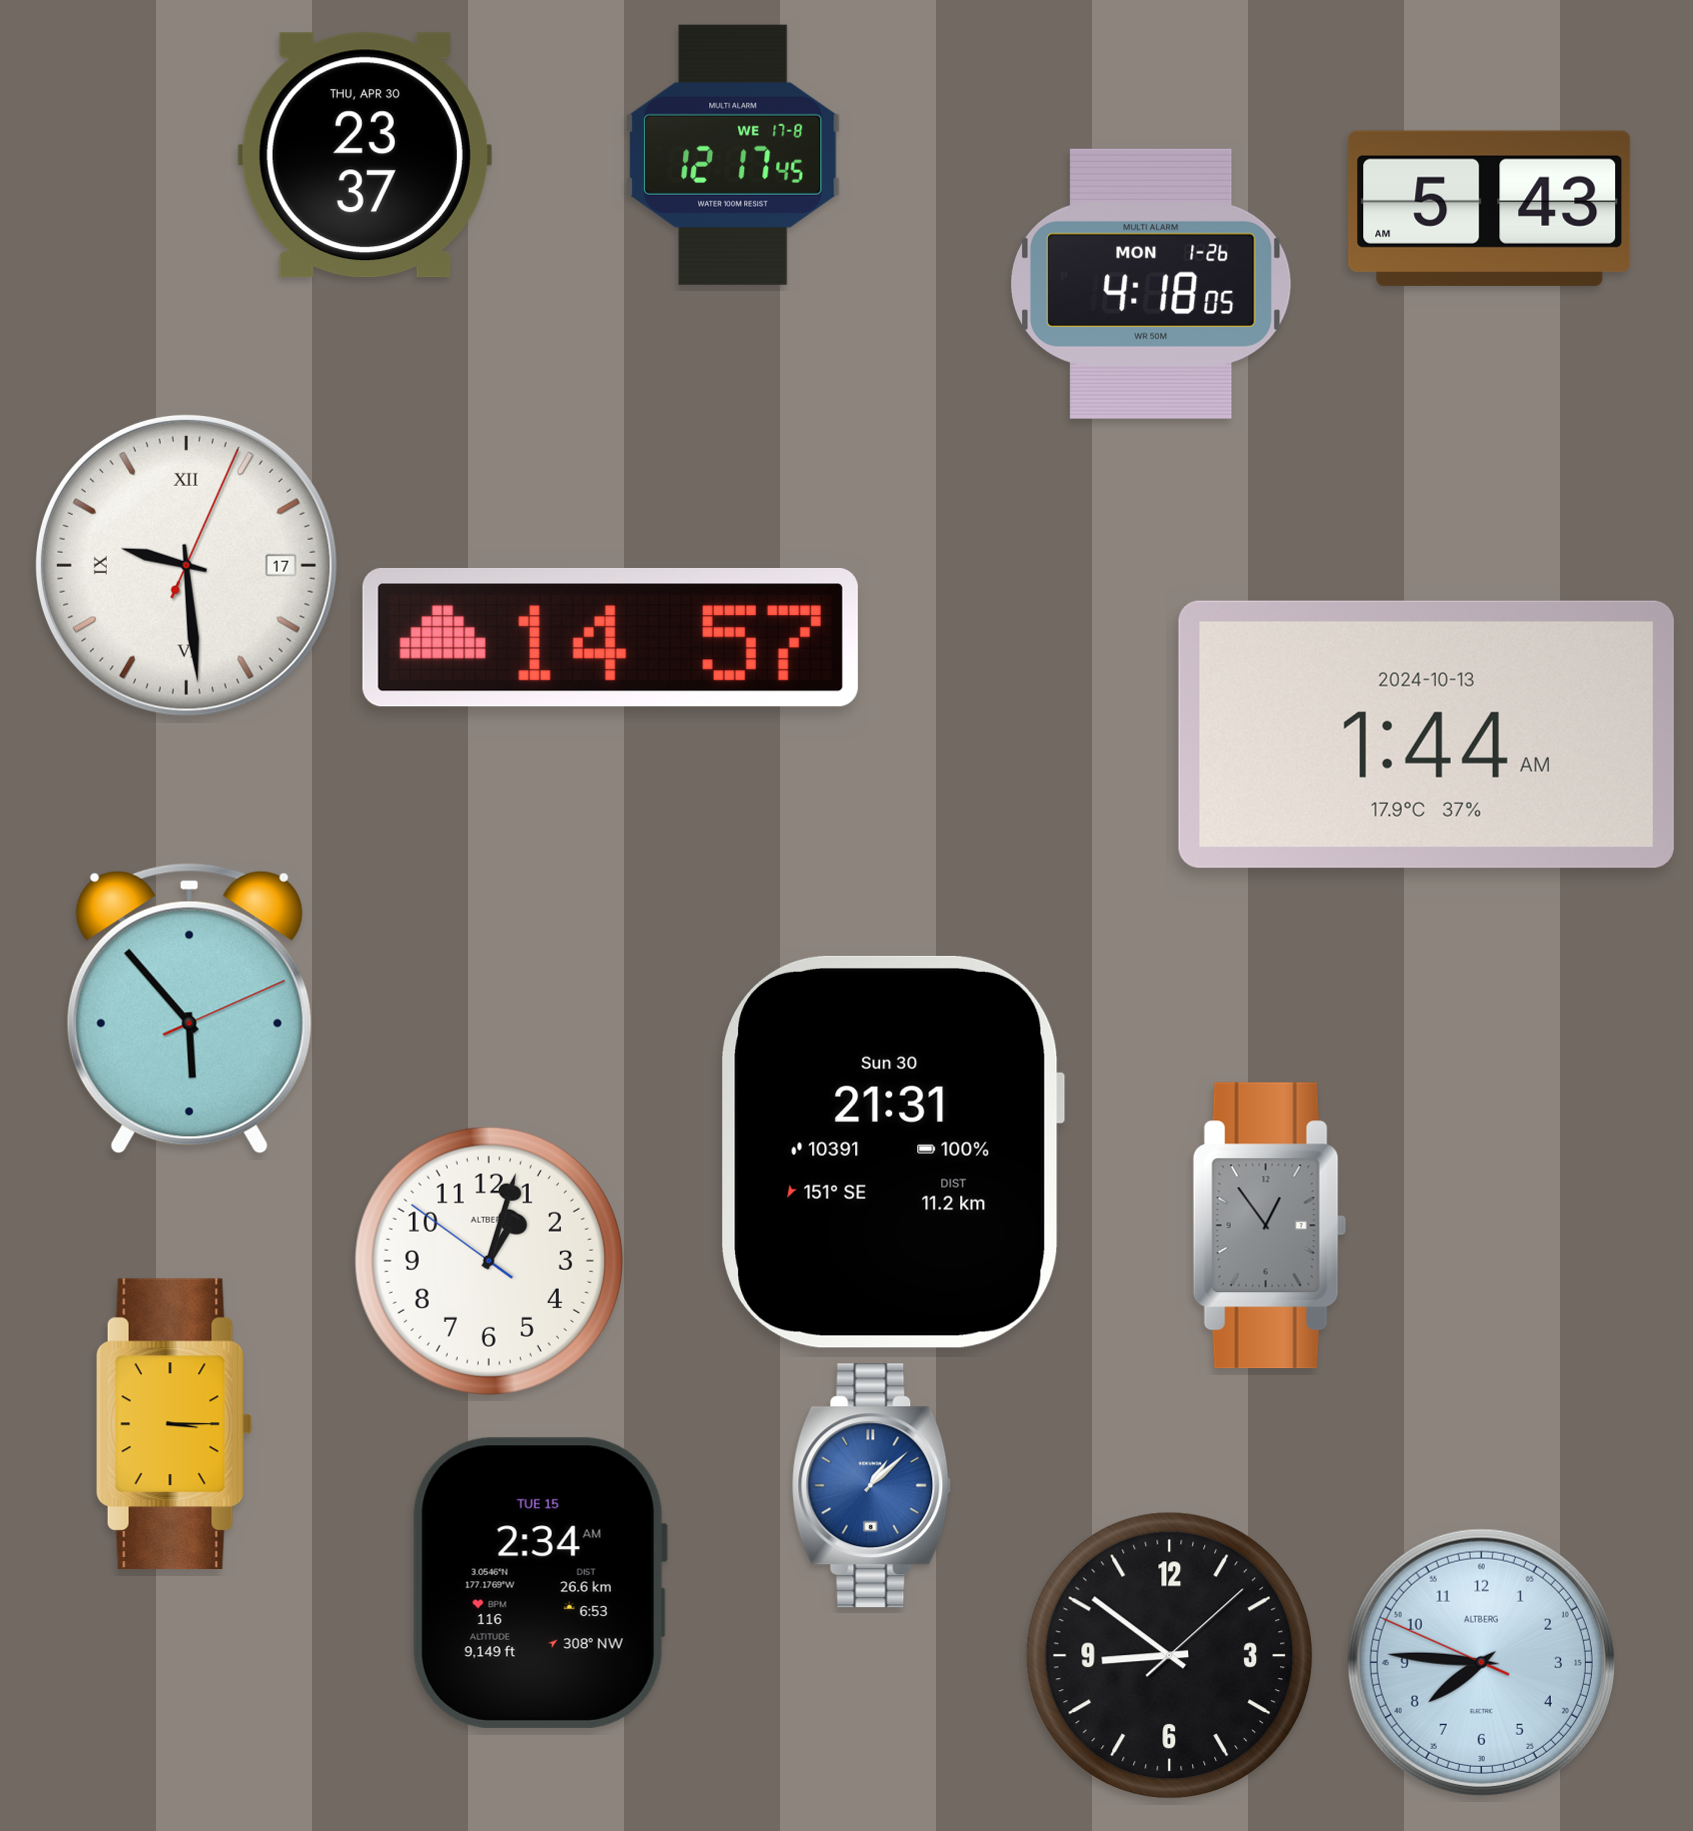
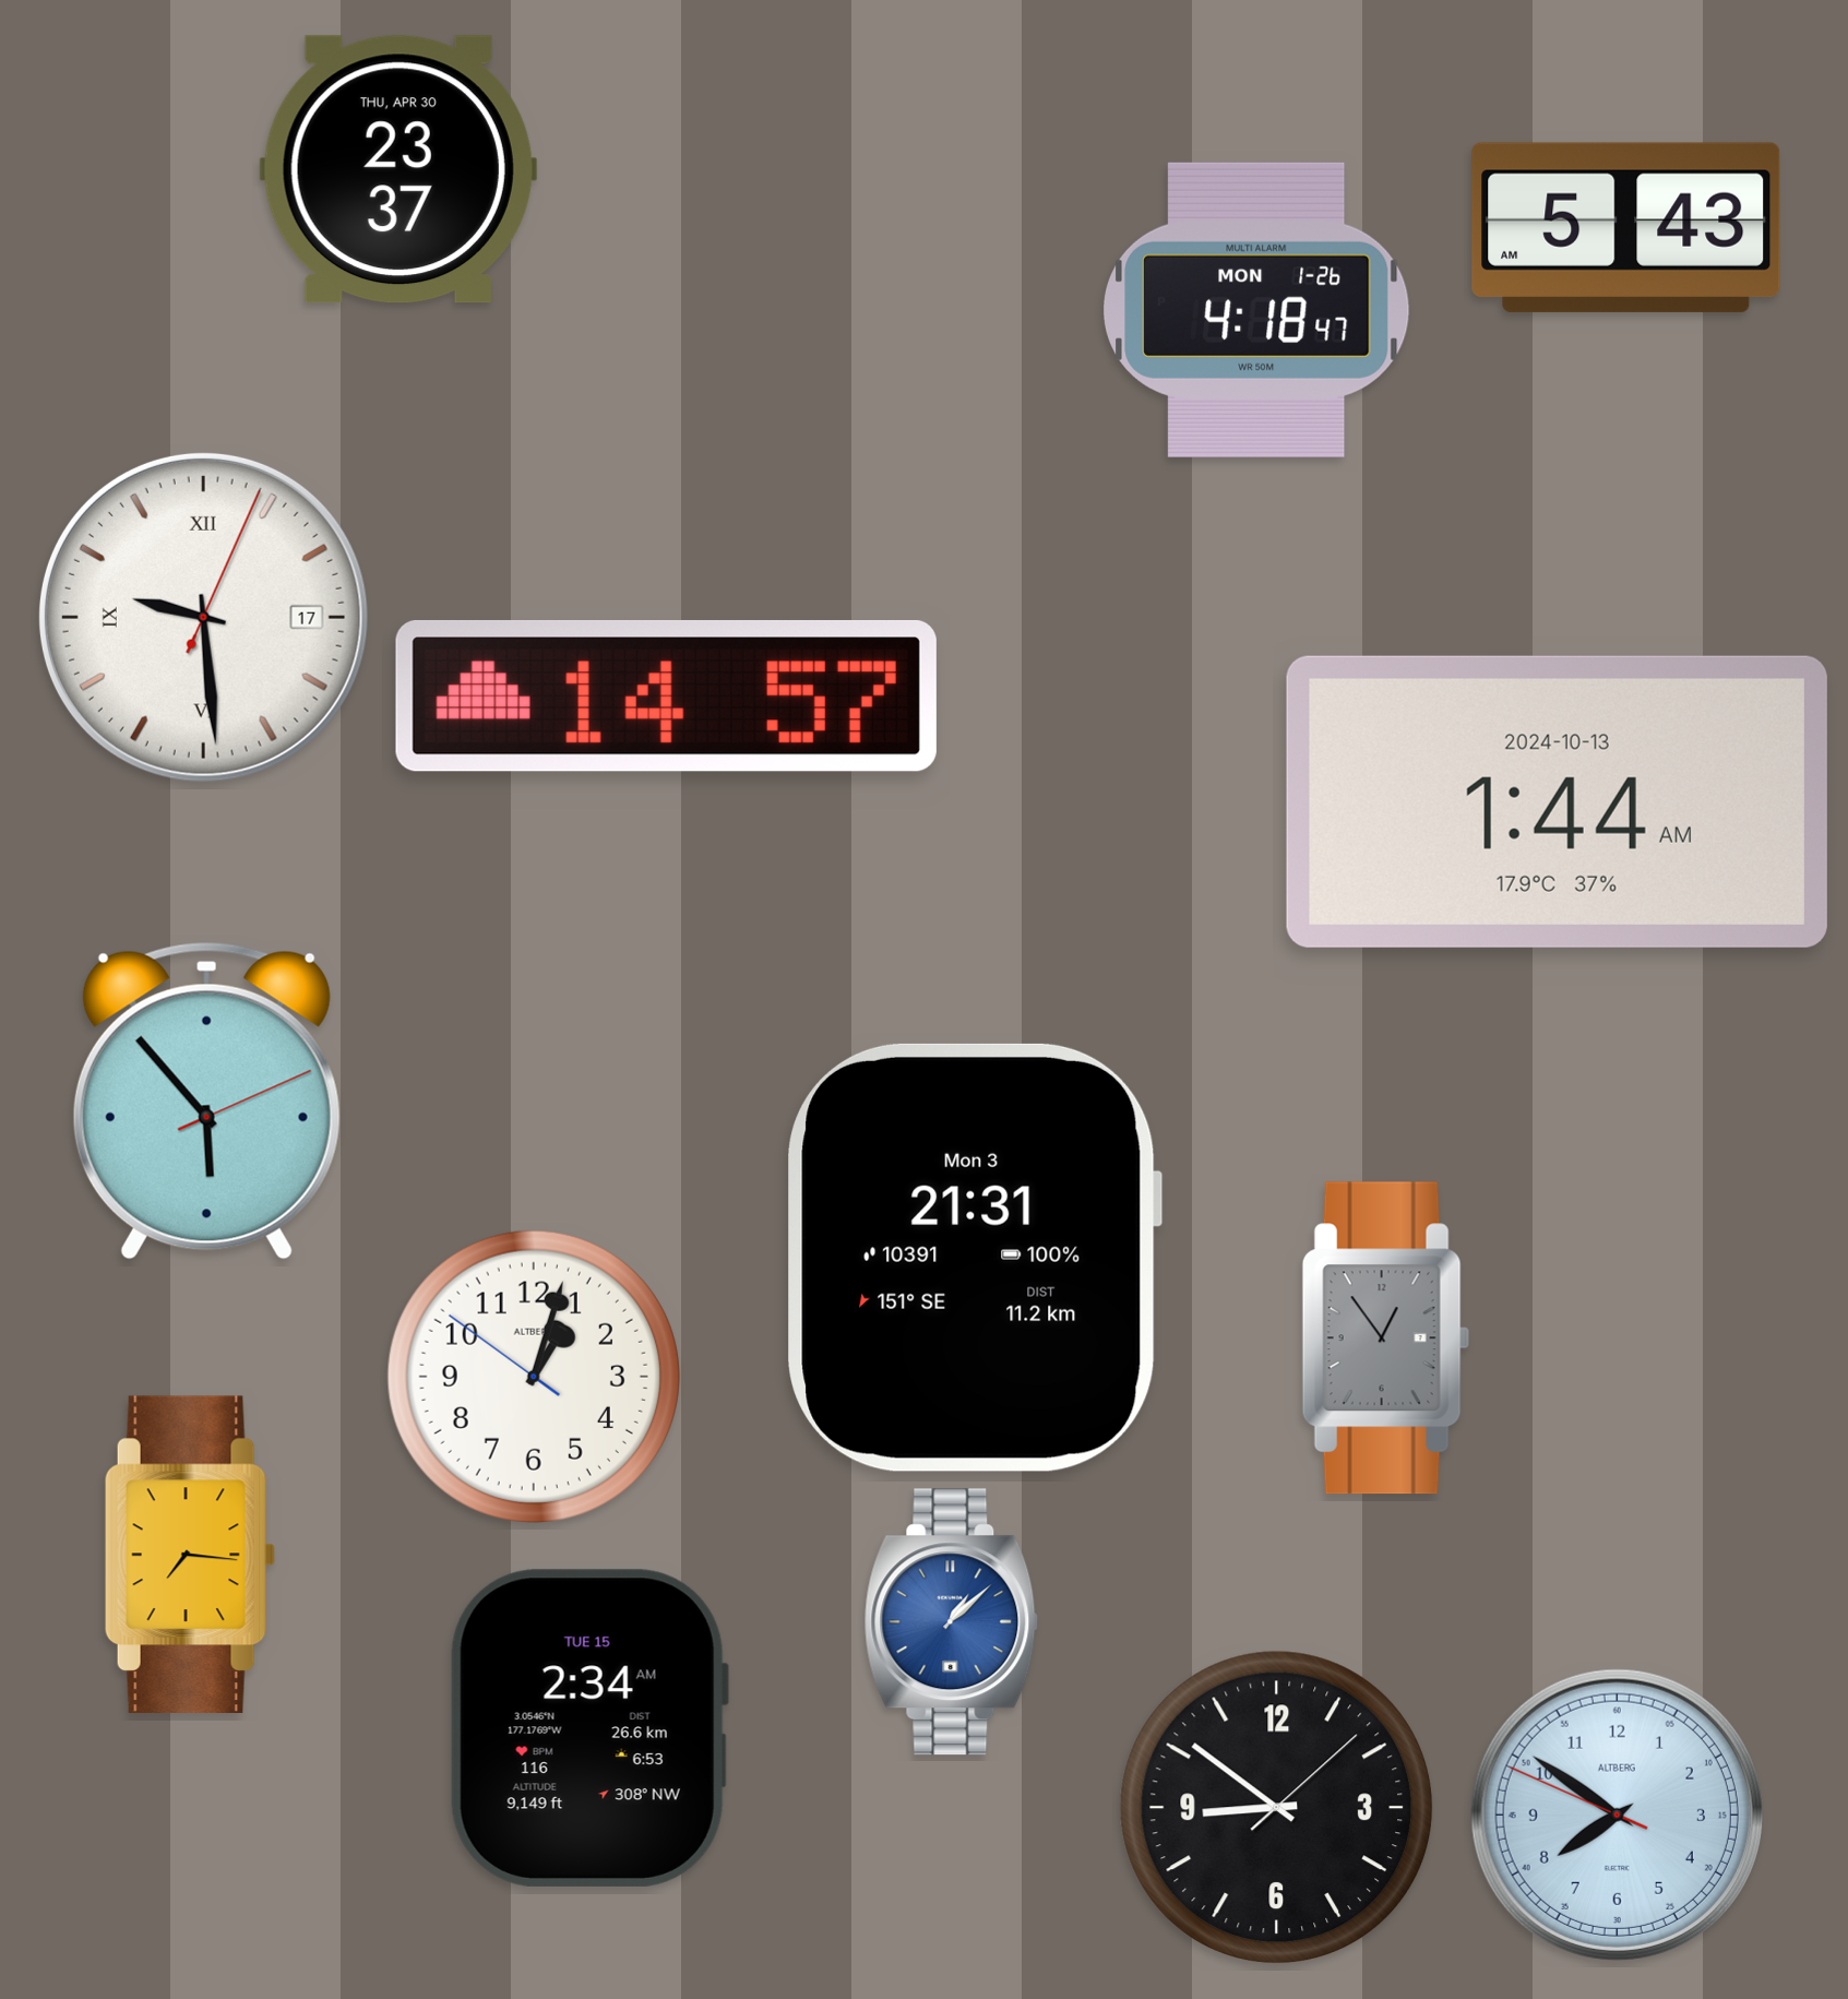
clock at (733, 155): 12:17 -> none
clock at (1152, 284): 4:18:05 -> 4:18:47
clock at (893, 1152) date: Sun 30 -> Mon 3
clock at (174, 1424): 3:15 -> 7:16
clock at (1481, 1662): 7:45 -> 7:50
